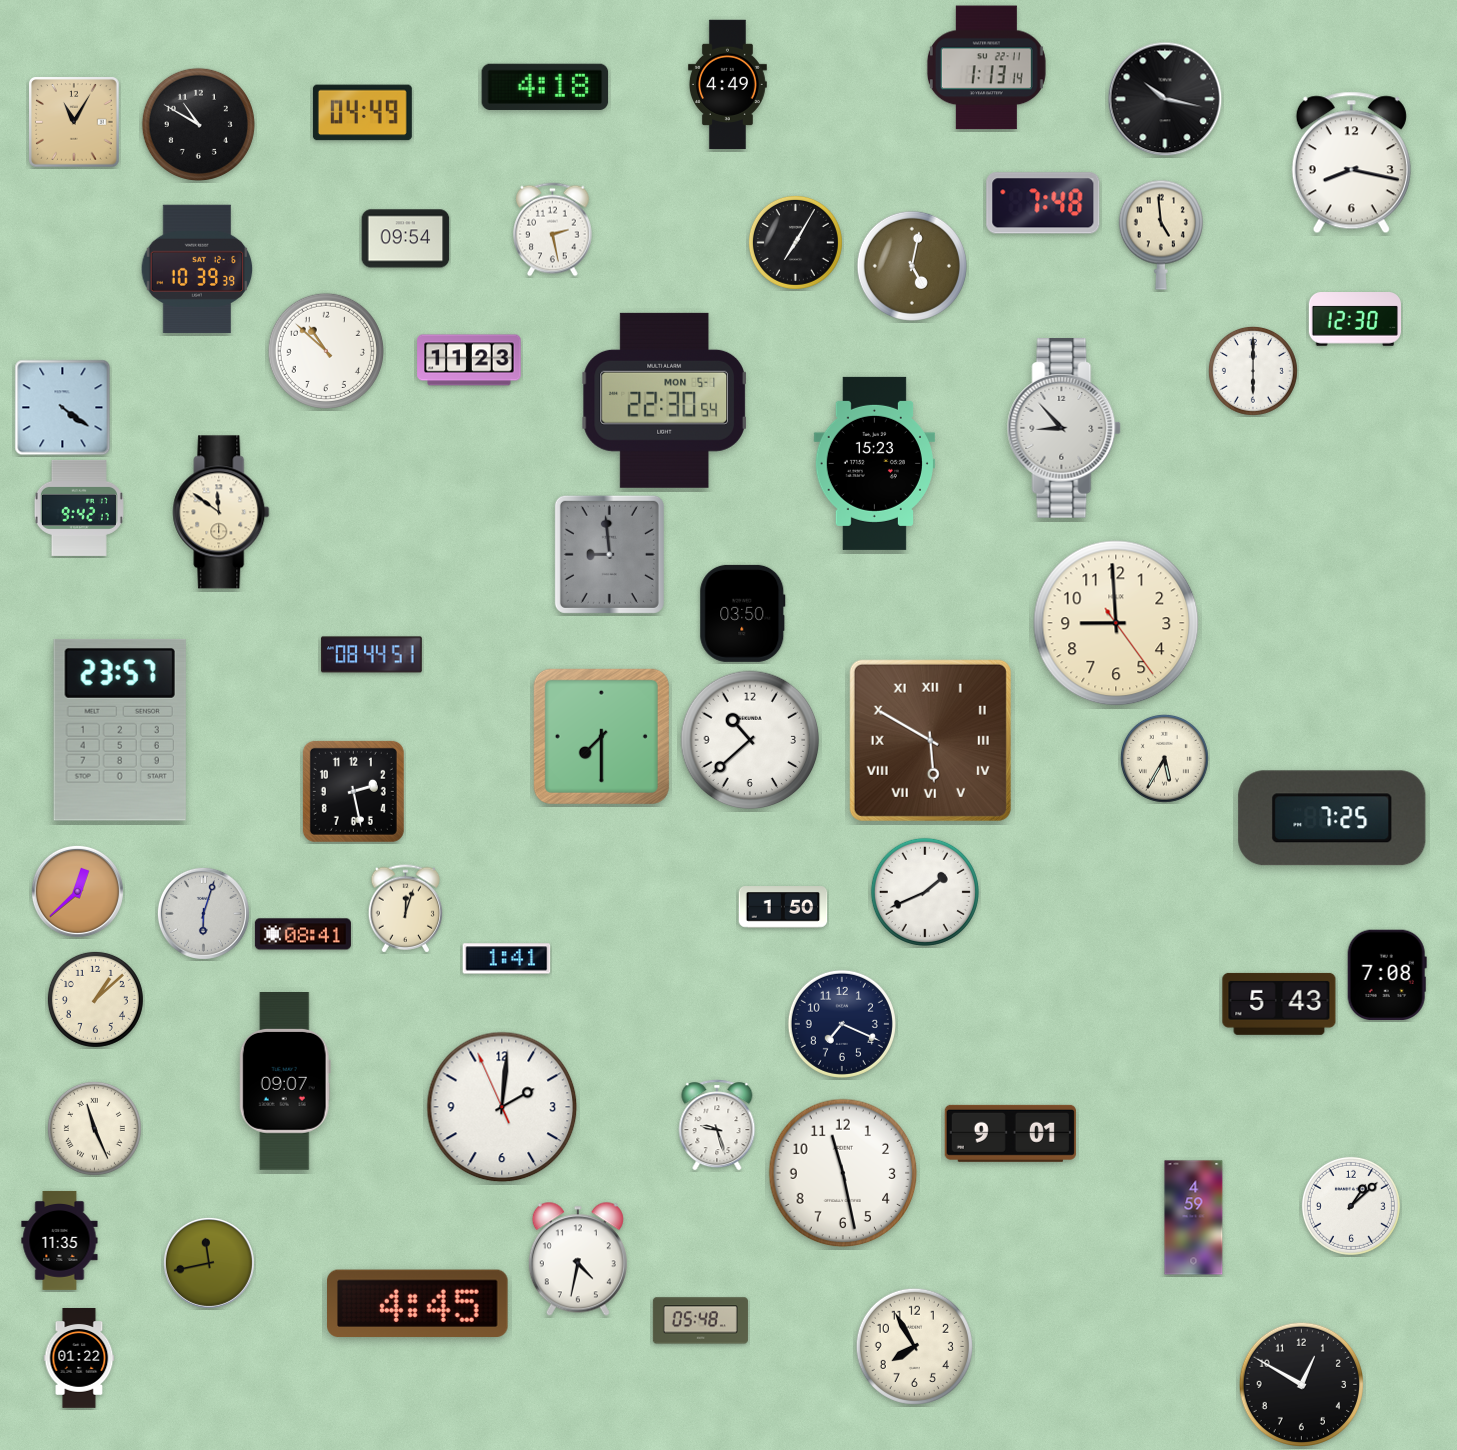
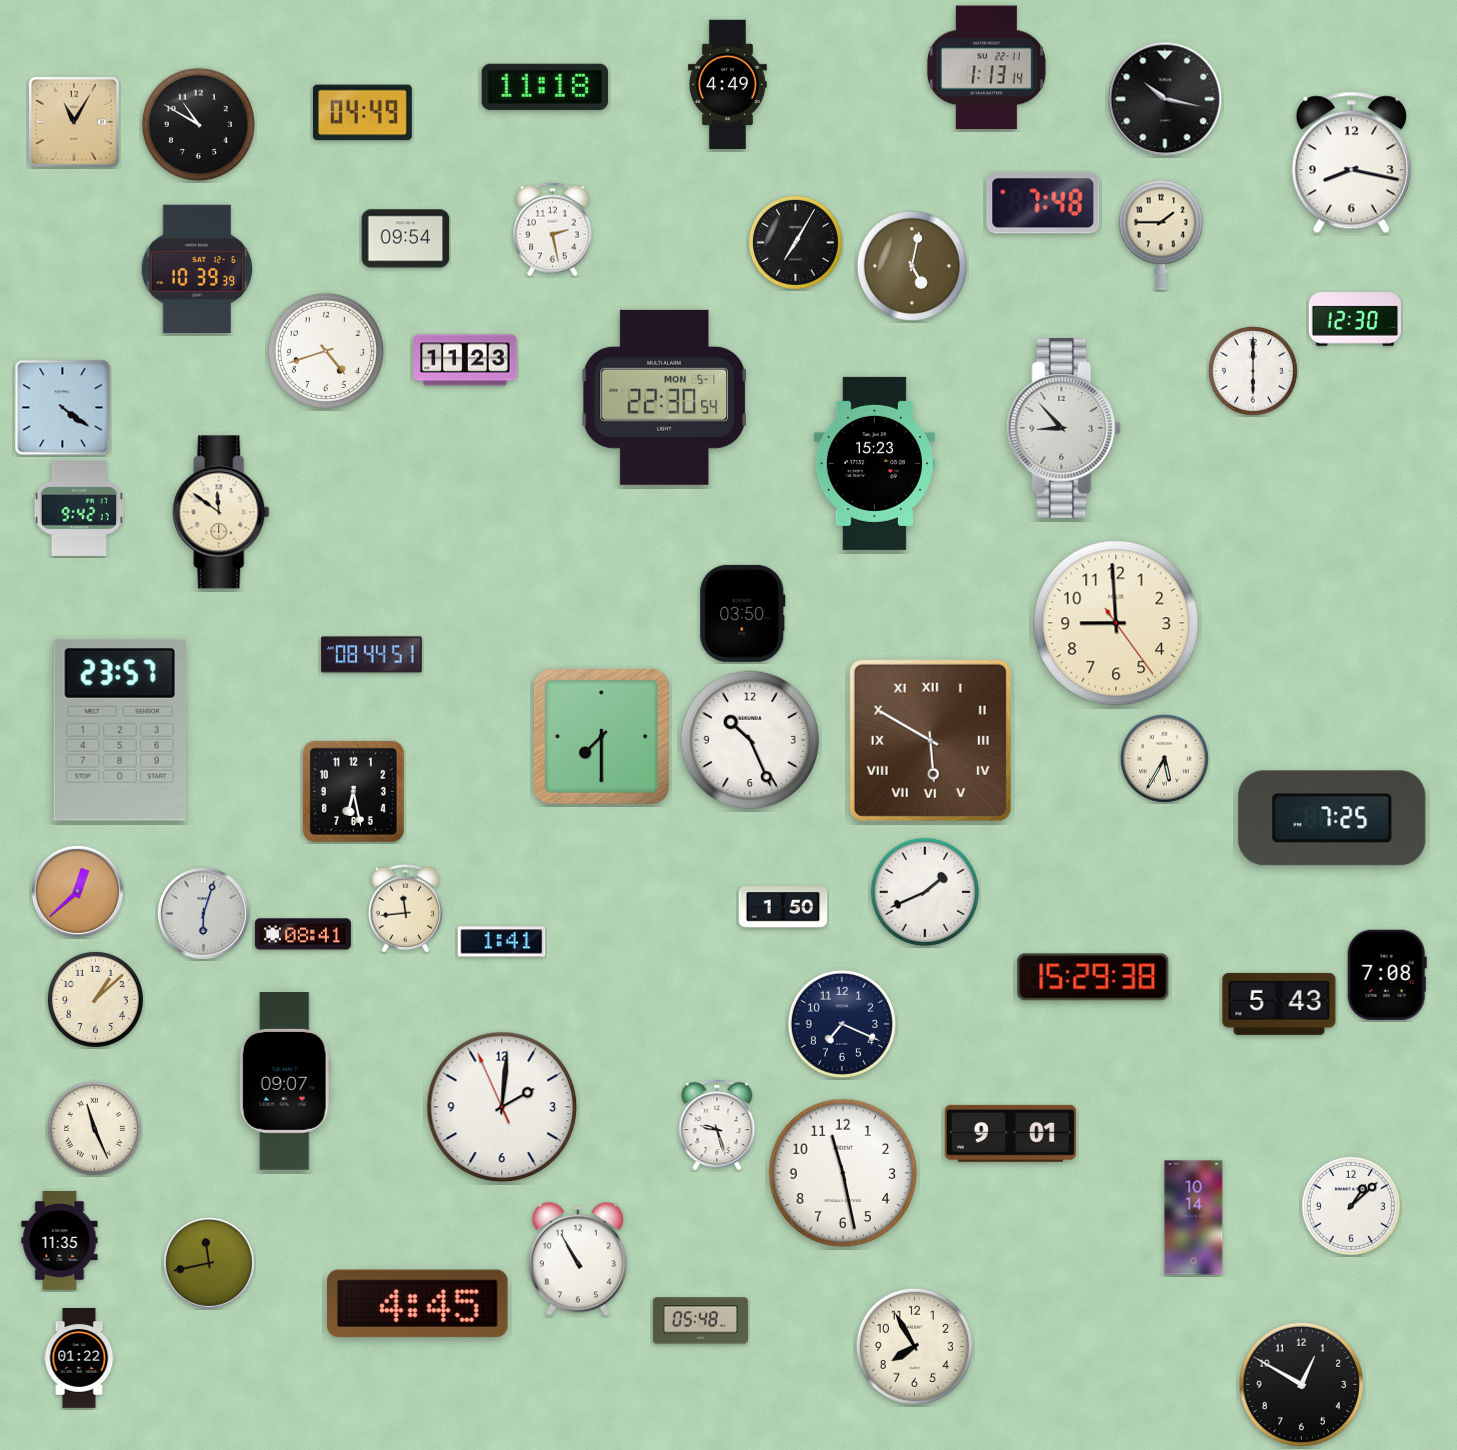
clock at (545, 87): 4:18 -> 11:18
clock at (1161, 235): 4:59 -> 1:45
clock at (326, 351): 10:52 -> 4:42
clock at (469, 360) position: (469, 360) -> (465, 360)
clock at (665, 400) position: (665, 400) -> (665, 397)
clock at (609, 554): 8:59 -> none
clock at (750, 740): 10:38 -> 10:26
clock at (353, 791): 2:28 -> 6:28
clock at (406, 909): 12:03 -> 11:44
clock at (507, 959) position: (507, 959) -> (502, 942)
clock at (1093, 977): none -> 15:29
clock at (1194, 1218): 4:59 -> 10:14
clock at (578, 1259): 4:32 -> 10:55
